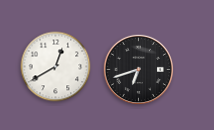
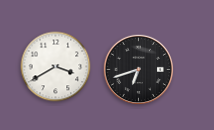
clock at (56, 67): 12:40 -> 3:40
